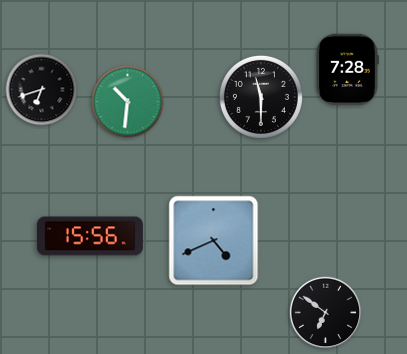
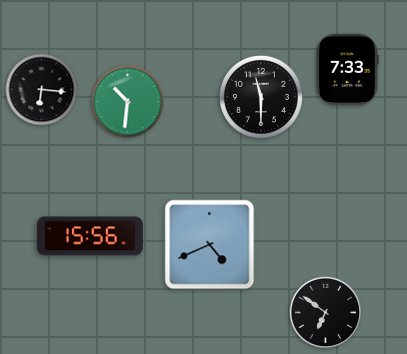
clock at (347, 70): 7:28 -> 7:33
clock at (42, 90): 6:42 -> 6:16
clock at (214, 241) position: (214, 241) -> (210, 245)
